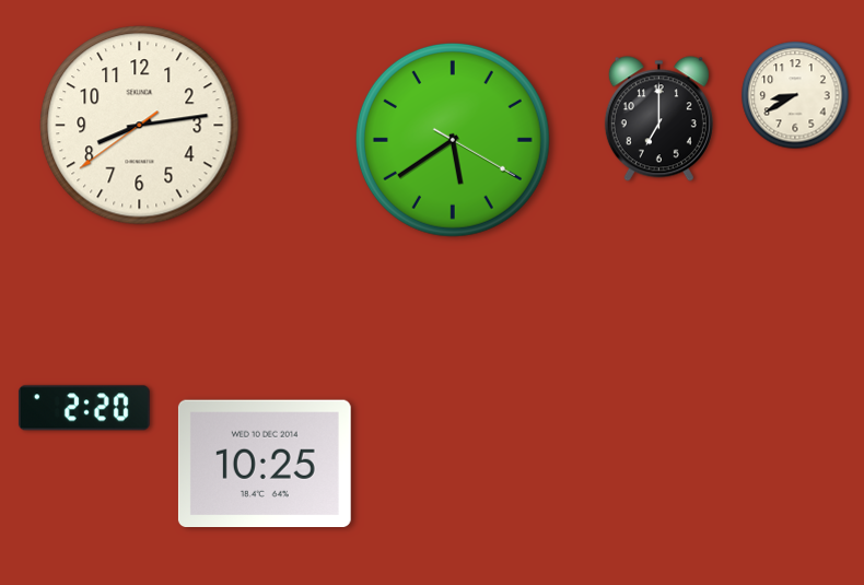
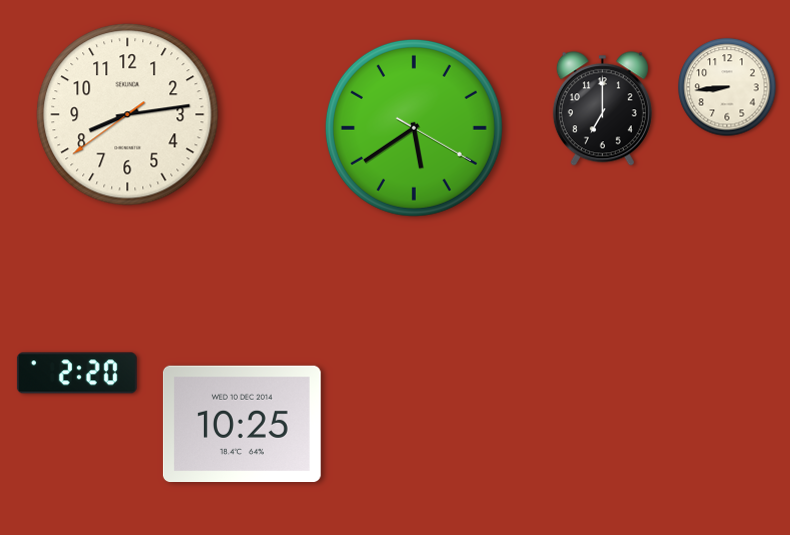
clock at (795, 95): 8:40 -> 8:44
